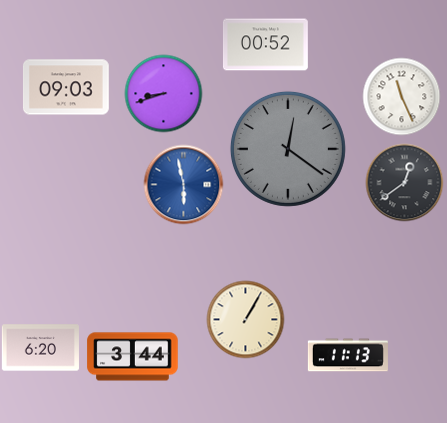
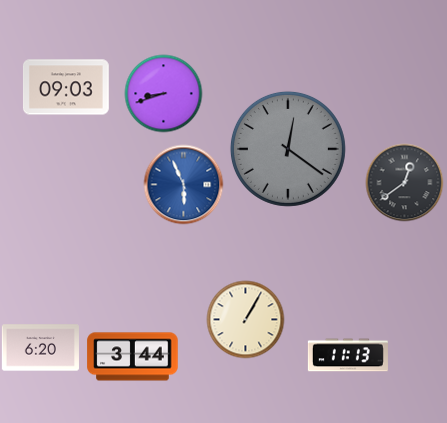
clock at (265, 45): 00:52 -> none
clock at (401, 96): 11:26 -> none
clock at (183, 184): 5:58 -> 5:56
